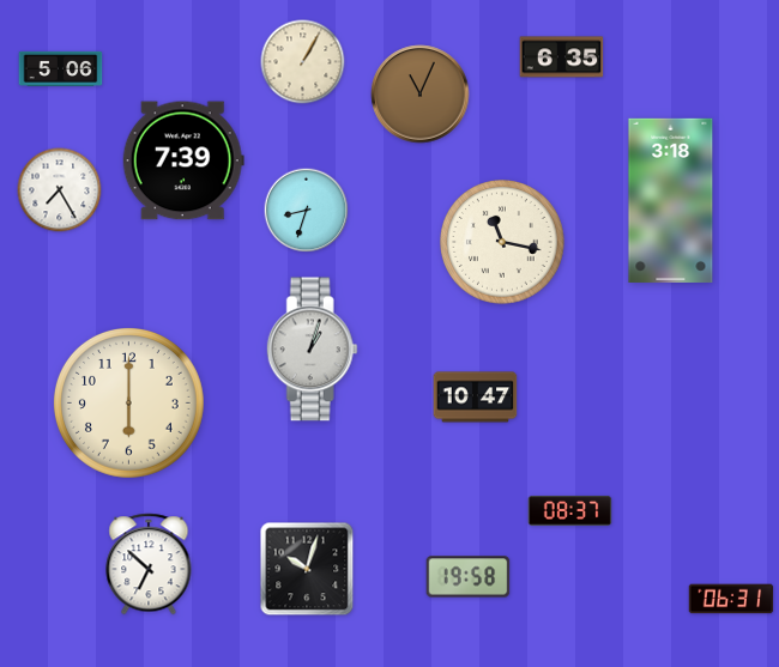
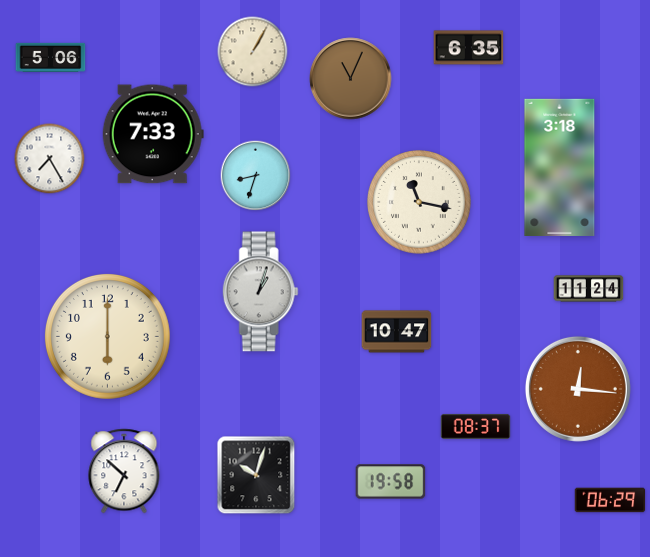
clock at (183, 160): 7:39 -> 7:33
clock at (589, 289): none -> 11:24
clock at (578, 389): none -> 12:16
clock at (731, 599): 06:31 -> 06:29
